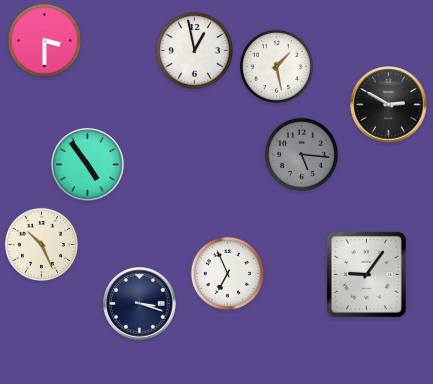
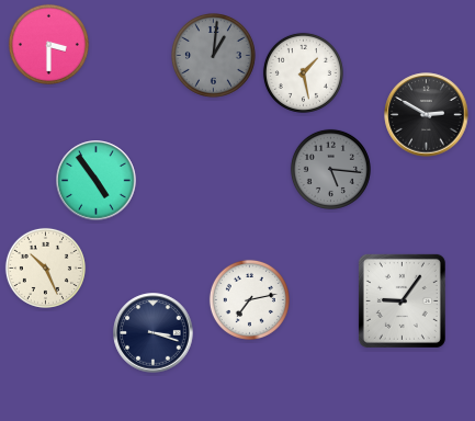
clock at (194, 50): 12:58 -> 1:01
clock at (194, 50) dial: white -> grey
clock at (227, 273): 6:56 -> 7:13
